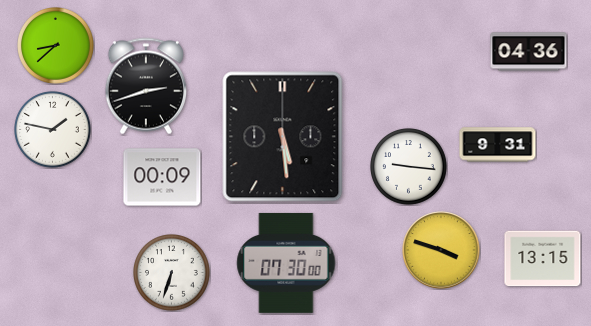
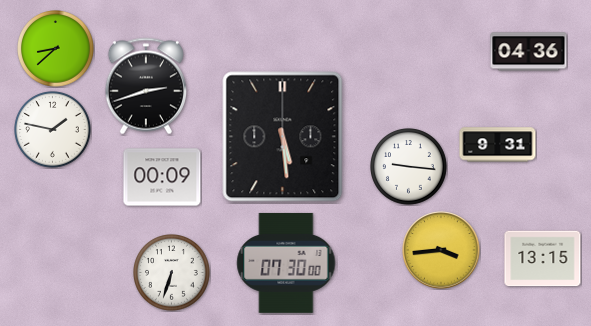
clock at (56, 46) position: (56, 46) -> (56, 49)
clock at (441, 250): 3:48 -> 3:44
